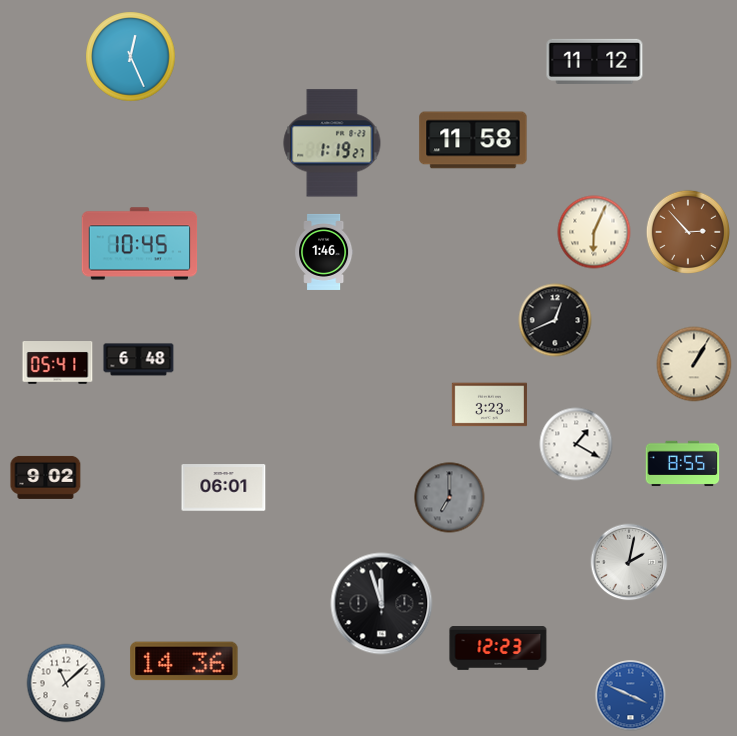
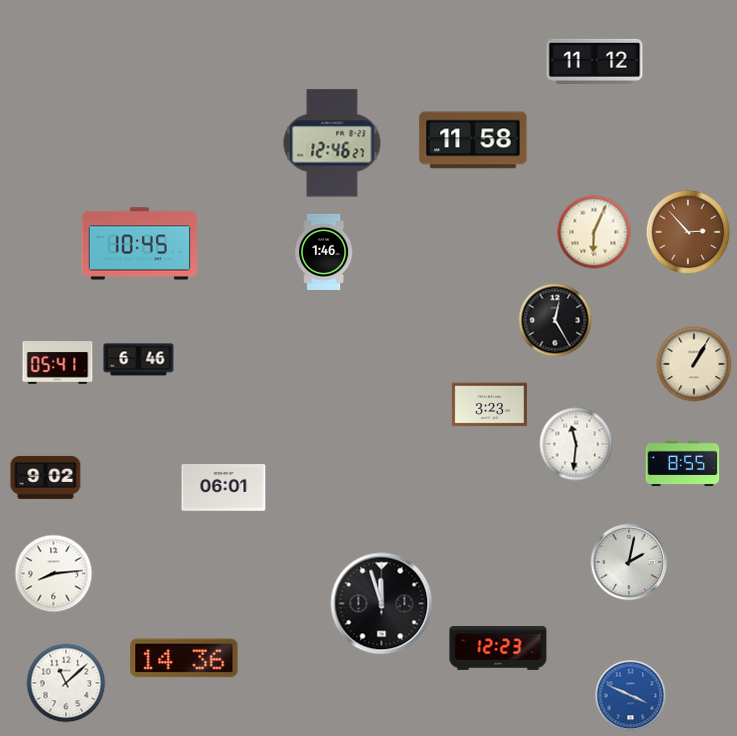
clock at (131, 57): 12:26 -> none
clock at (332, 143): 1:19 -> 12:46
clock at (555, 320): 12:41 -> 12:25
clock at (139, 360): 6:48 -> 6:46
clock at (576, 444): 1:20 -> 11:31
clock at (450, 498): 7:00 -> none
clock at (54, 574): none -> 8:14
clock at (184, 661) position: (184, 661) -> (184, 658)
